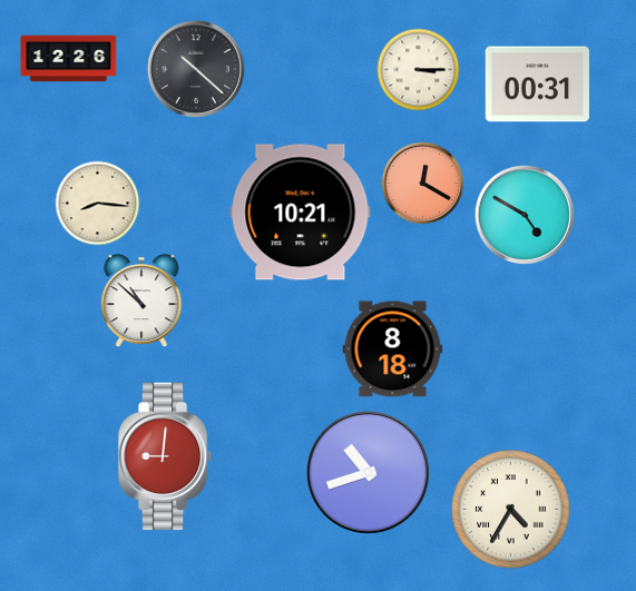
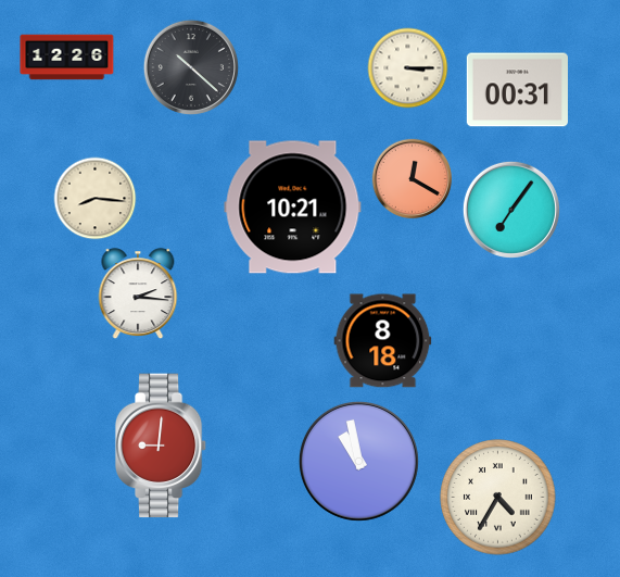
clock at (537, 85) position: (537, 85) -> (517, 90)
clock at (525, 215): 4:50 -> 7:06
clock at (141, 302): 10:52 -> 2:16
clock at (368, 472): 10:42 -> 10:58
